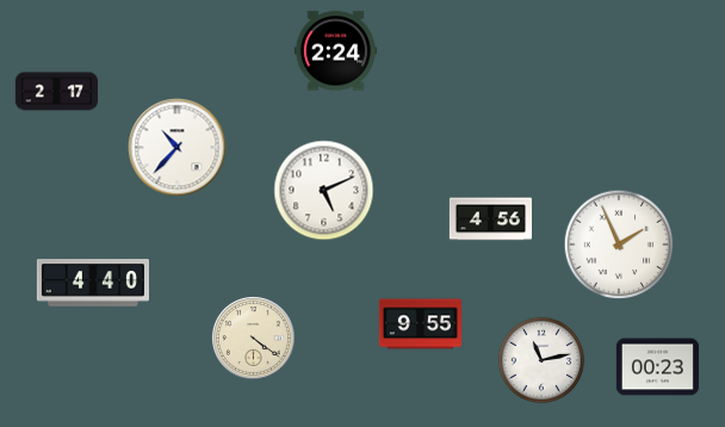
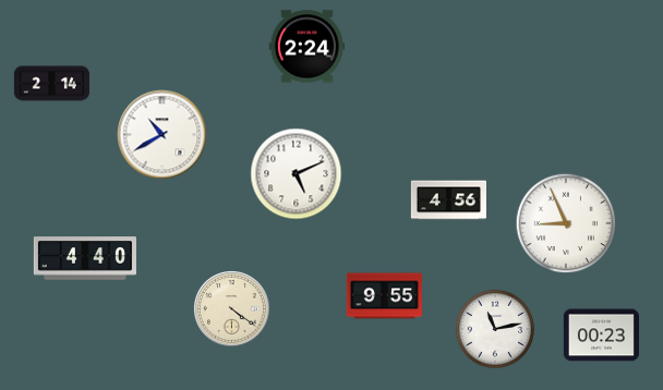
clock at (56, 92): 2:17 -> 2:14
clock at (178, 148): 10:37 -> 10:40
clock at (619, 245): 1:56 -> 8:56
